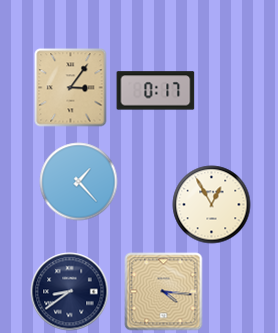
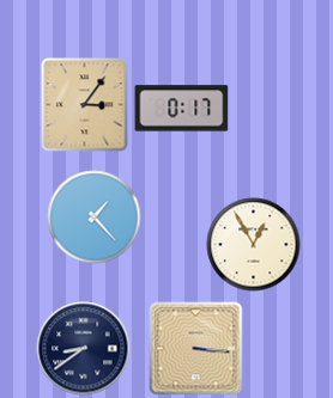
clock at (155, 91) position: (155, 91) -> (181, 109)
clock at (163, 291): 4:16 -> 3:16
